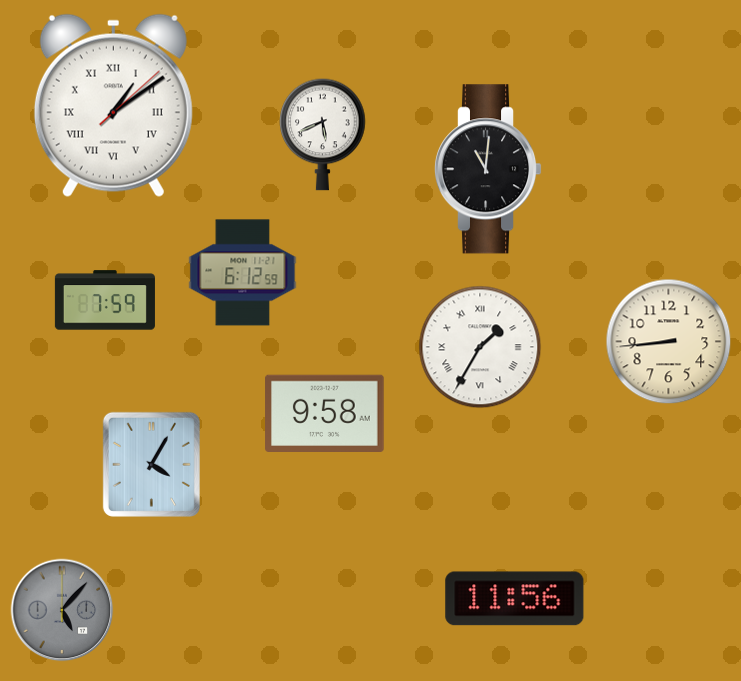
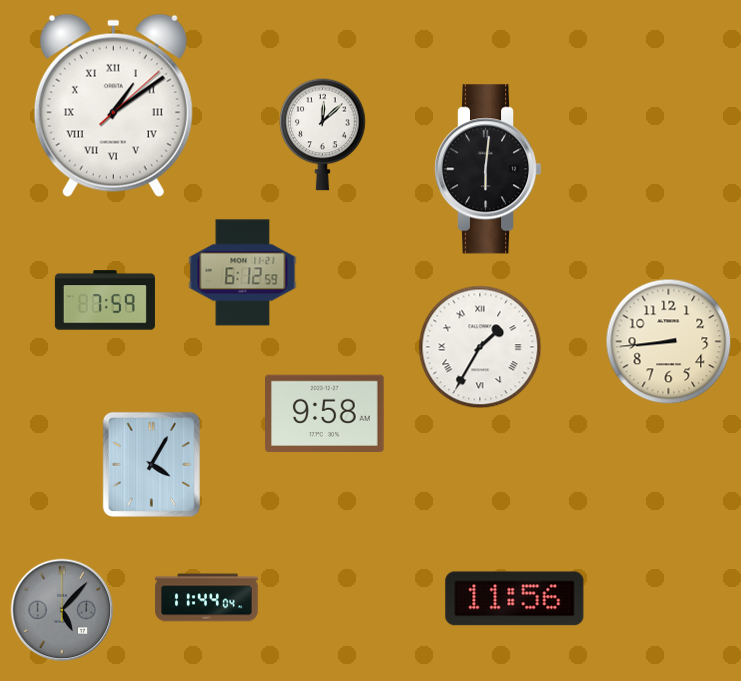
clock at (323, 134): 5:41 -> 12:08
clock at (488, 169): 11:01 -> 6:01
clock at (207, 598): none -> 11:44
